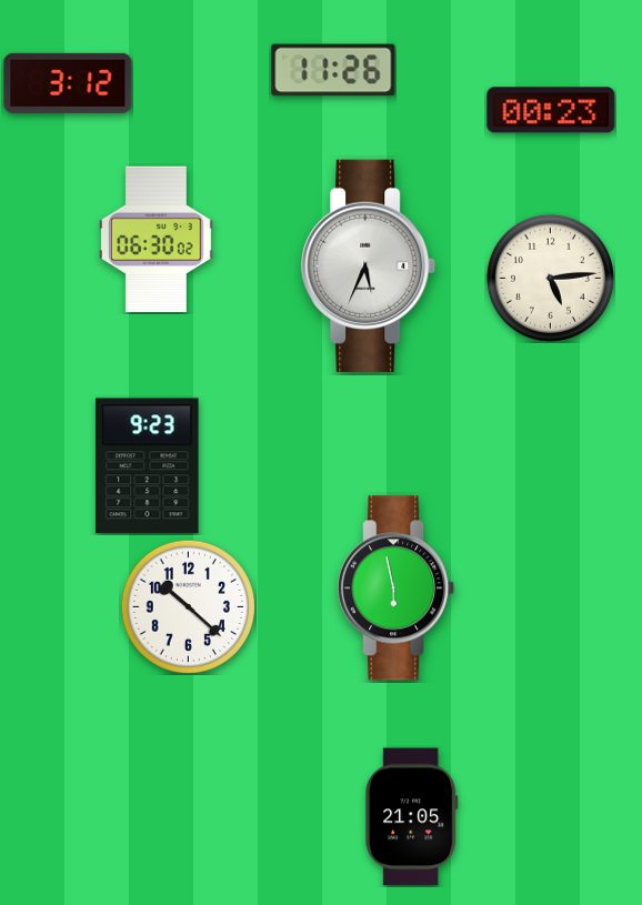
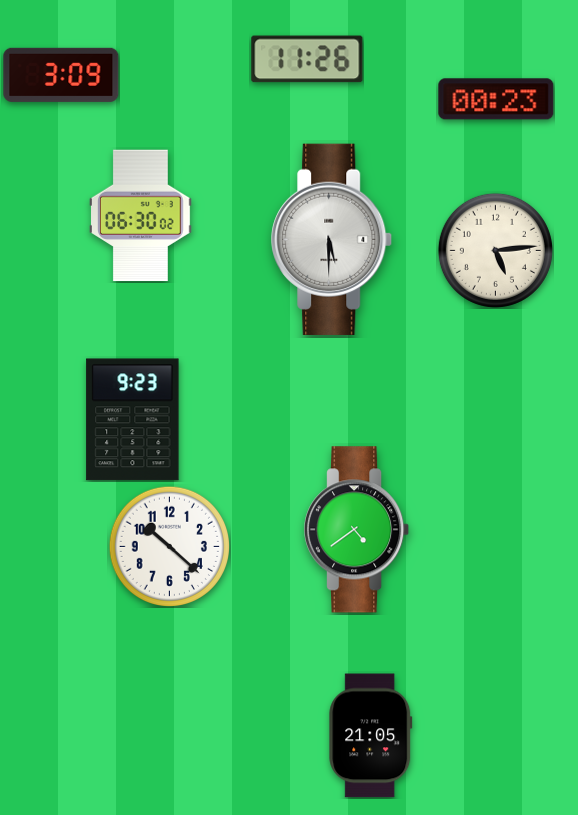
clock at (333, 70) position: (333, 70) -> (307, 59)
clock at (68, 83): 3:12 -> 3:09
clock at (369, 265): 5:34 -> 5:30
clock at (398, 589): 5:58 -> 4:39
